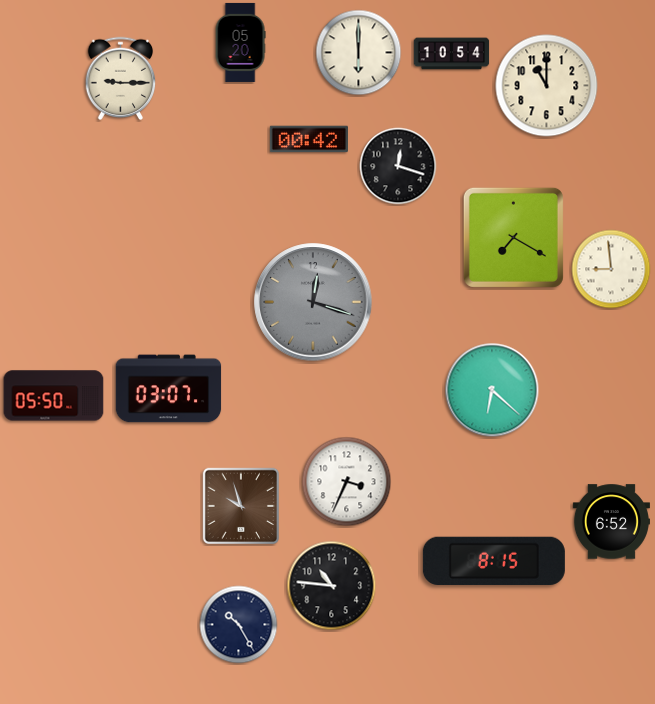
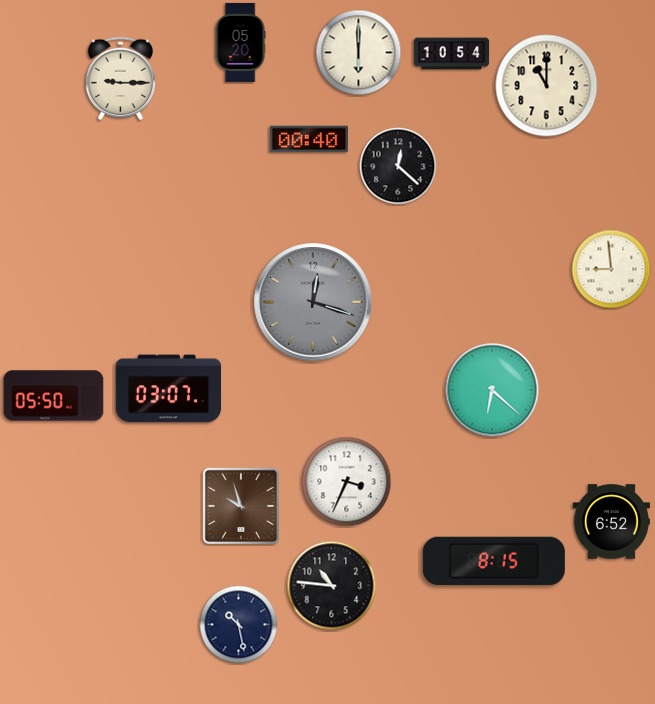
clock at (309, 139): 00:42 -> 00:40
clock at (398, 166): 12:18 -> 12:22
clock at (513, 237): 7:20 -> none
clock at (239, 625): 10:25 -> 10:28
